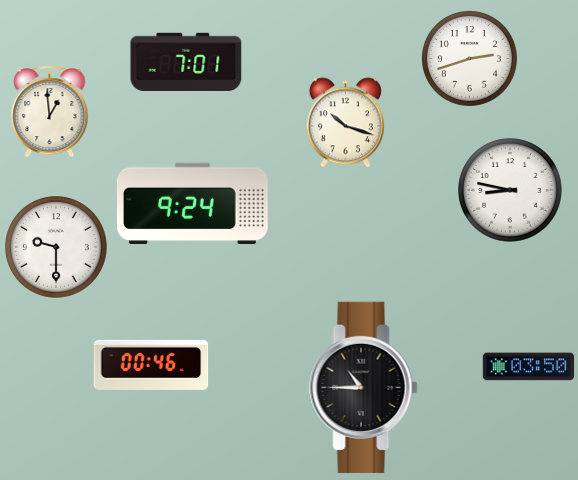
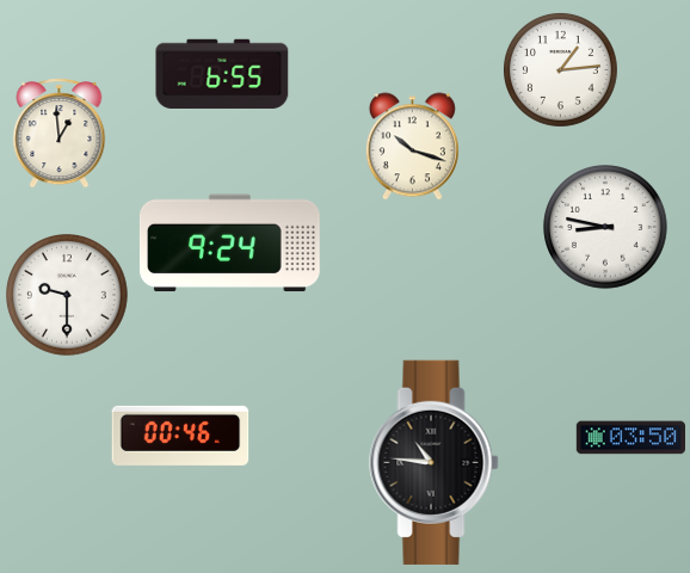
clock at (469, 58): 2:42 -> 1:14
clock at (186, 62): 7:01 -> 6:55
clock at (510, 190) position: (510, 190) -> (605, 227)
clock at (364, 387): 10:45 -> 10:46
